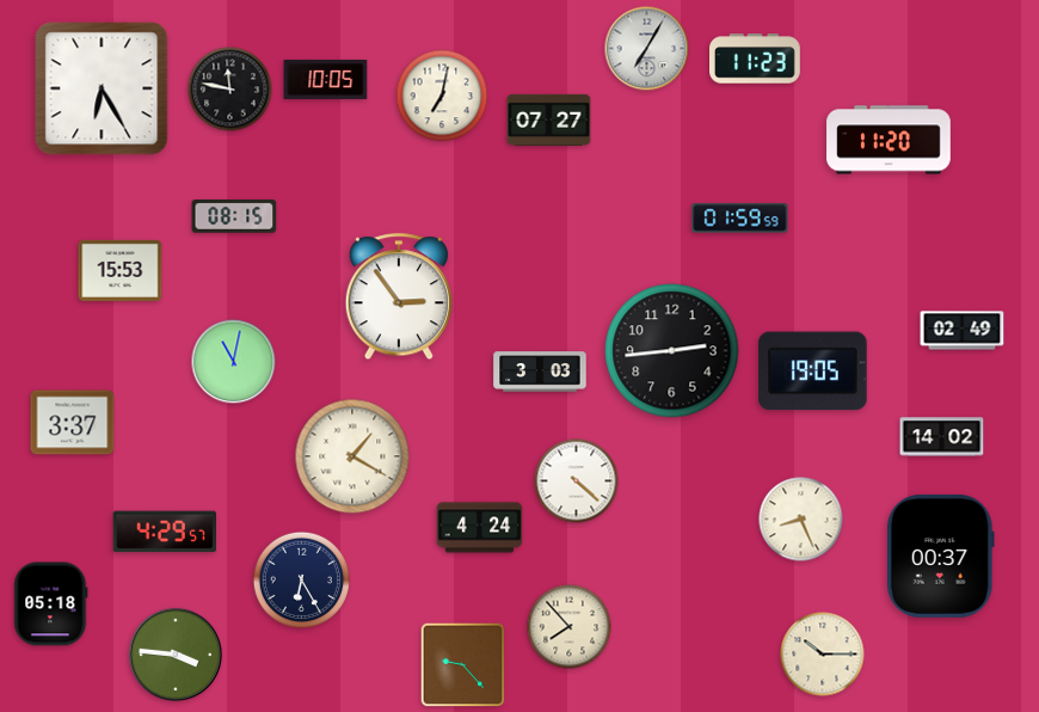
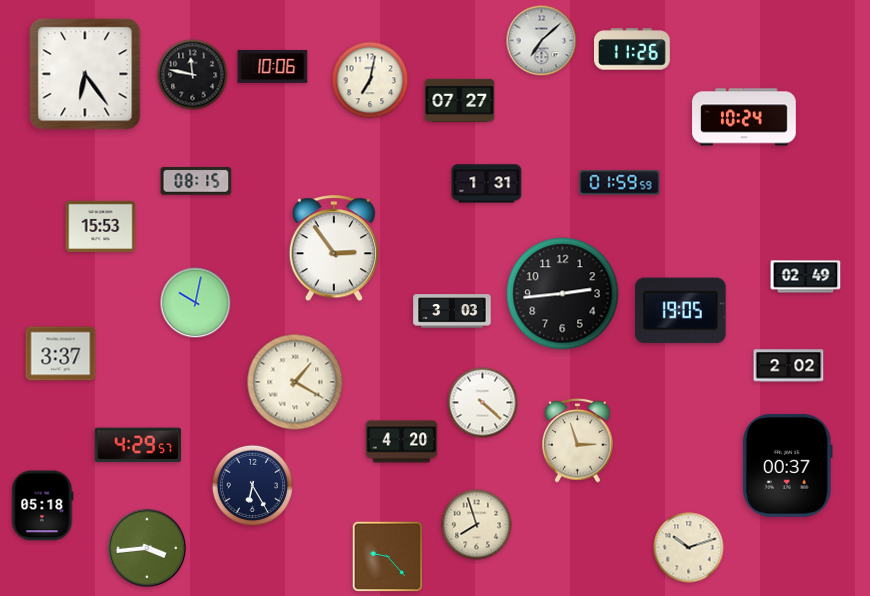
clock at (647, 49): 7:05 -> 7:08
clock at (756, 59): 11:23 -> 11:26
clock at (326, 79): 10:05 -> 10:06
clock at (102, 88): 6:25 -> 6:24
clock at (889, 140): 11:20 -> 10:24
clock at (487, 184): none -> 1:31
clock at (234, 362): 11:02 -> 10:02
clock at (942, 437): 14:02 -> 2:02
clock at (801, 520): 8:26 -> none
clock at (578, 441): none -> 2:57
clock at (480, 528): 4:24 -> 4:20
clock at (570, 627): 7:53 -> 7:57
clock at (176, 655): 3:46 -> 3:44
clock at (823, 655): 10:15 -> 10:12
